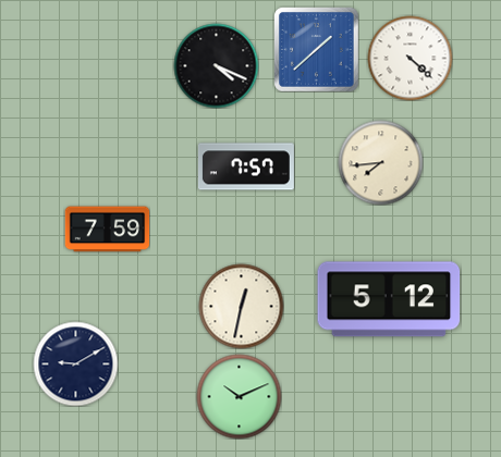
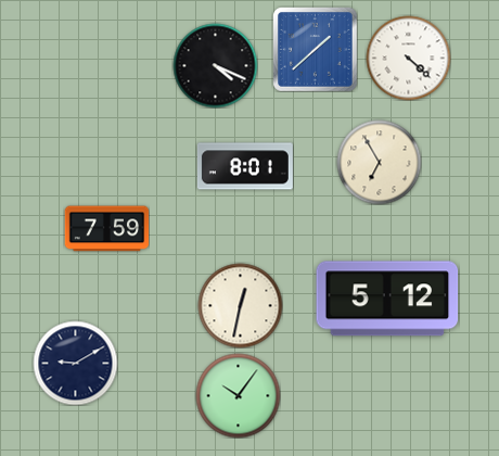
clock at (380, 162): 7:44 -> 6:55
clock at (246, 166): 7:57 -> 8:01
clock at (239, 396): 10:11 -> 10:06
